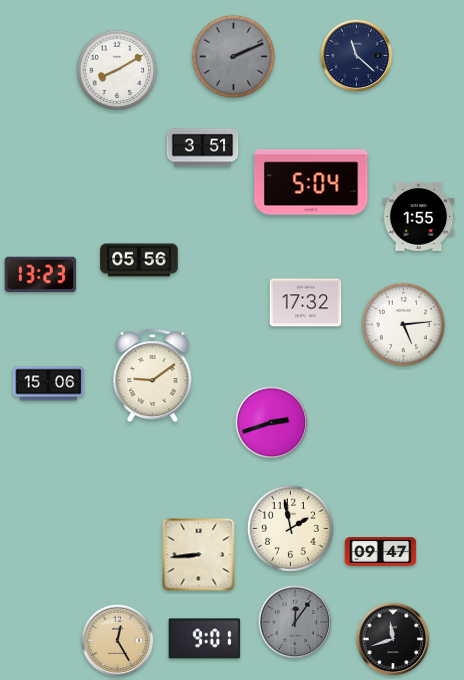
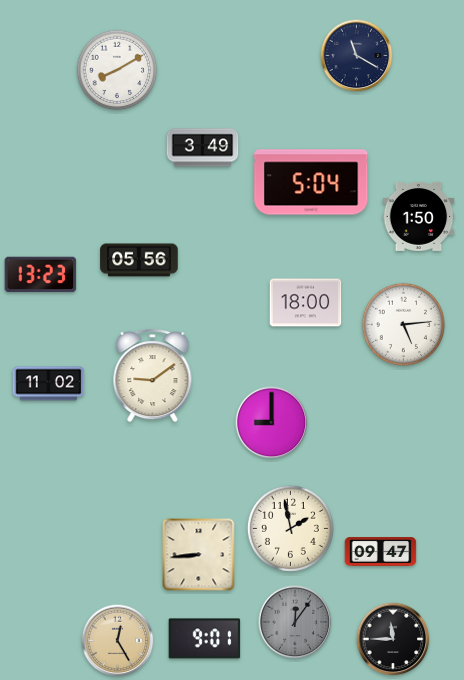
clock at (357, 56): 11:22 -> 11:20
clock at (234, 57): 2:11 -> none
clock at (203, 148): 3:51 -> 3:49
clock at (419, 216): 1:55 -> 1:50
clock at (306, 303): 17:32 -> 18:00
clock at (49, 384): 15:06 -> 11:02
clock at (272, 423): 2:42 -> 9:00
clock at (393, 639): 11:42 -> 11:45
